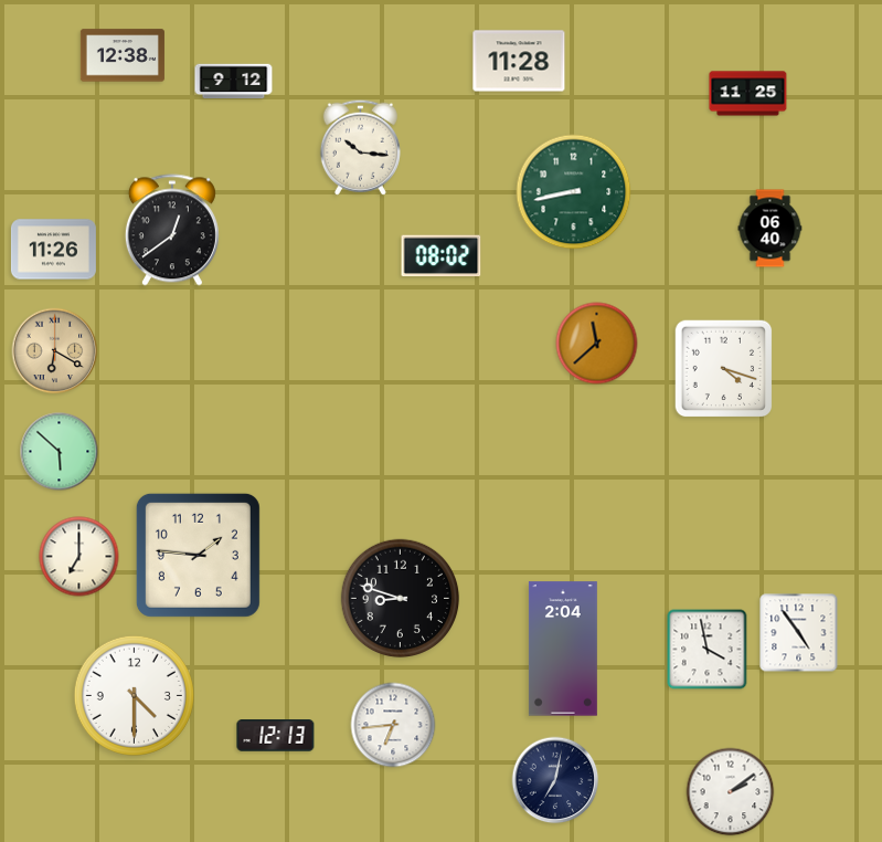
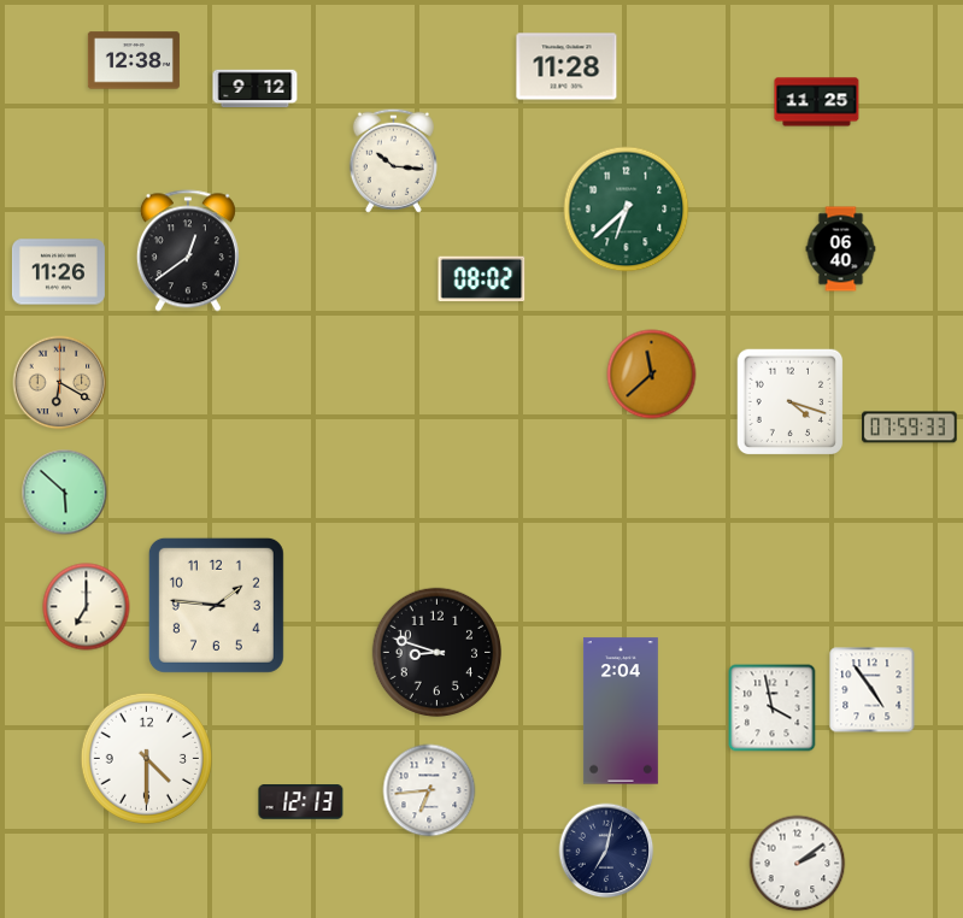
clock at (574, 192): 8:43 -> 6:38
clock at (910, 428): none -> 07:59
clock at (563, 649) position: (563, 649) -> (621, 711)
